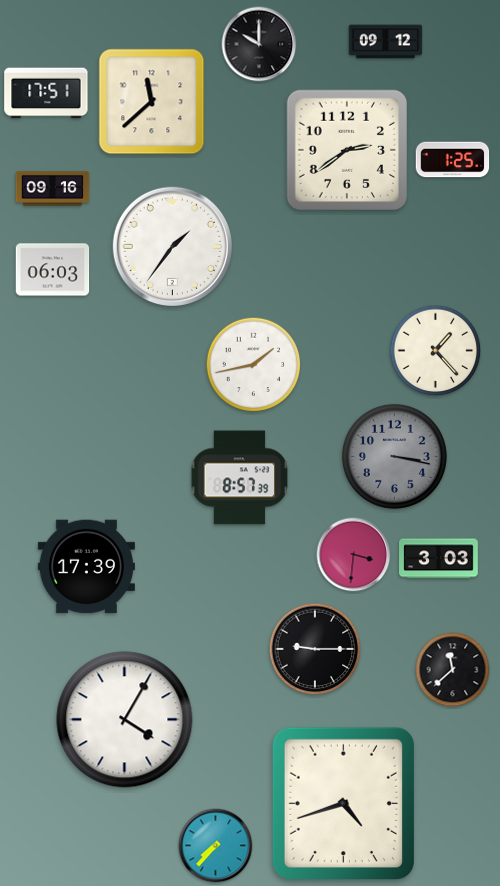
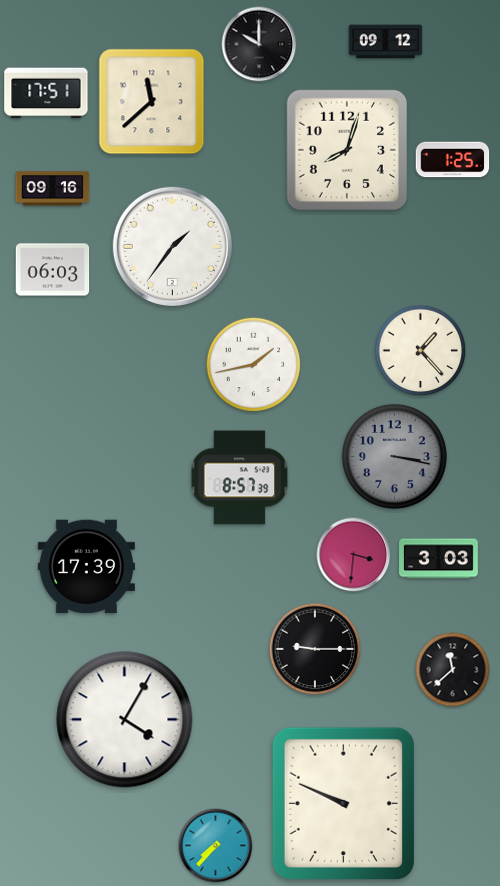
clock at (346, 149): 2:39 -> 8:03
clock at (436, 351) position: (436, 351) -> (421, 351)
clock at (343, 803): 4:42 -> 9:49
